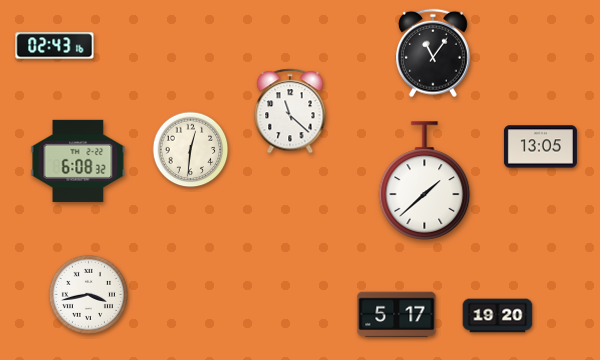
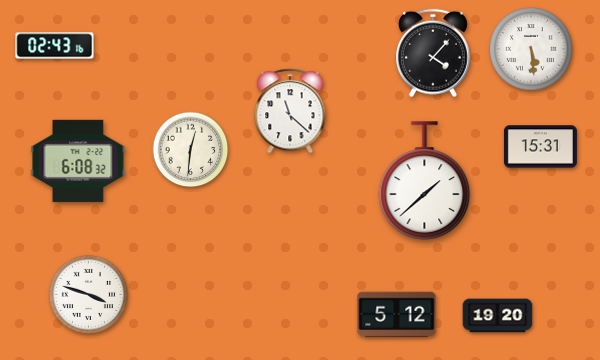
clock at (531, 49): none -> 5:29
clock at (433, 53): 11:06 -> 4:07
clock at (540, 147): 13:05 -> 15:31
clock at (88, 294): 3:43 -> 3:48
clock at (397, 315): 5:17 -> 5:12
